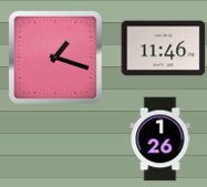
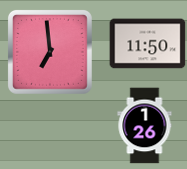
clock at (164, 49): 11:46 -> 11:50
clock at (55, 58): 1:18 -> 6:59
